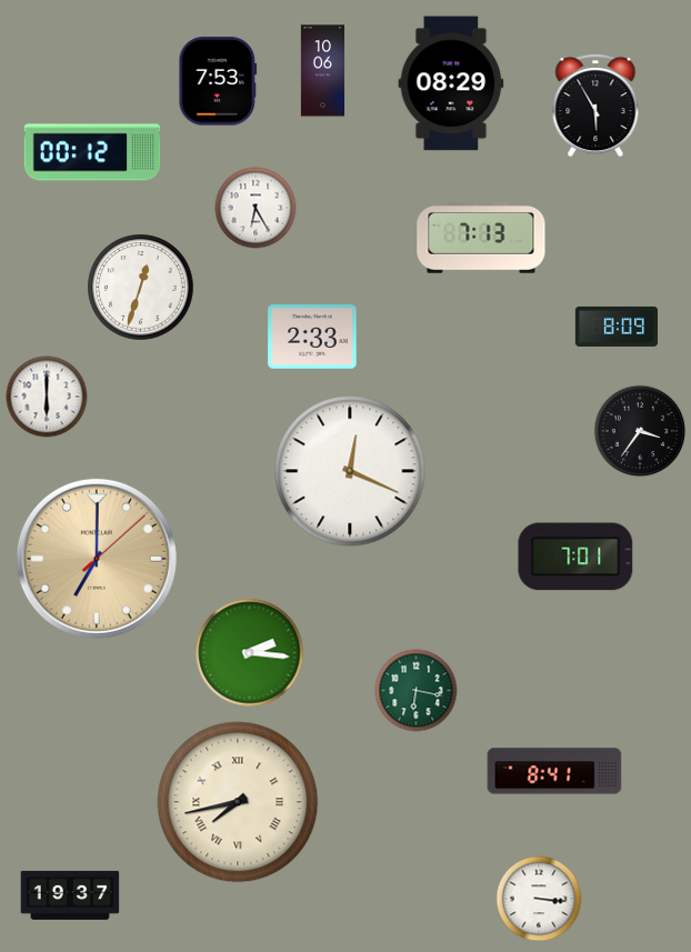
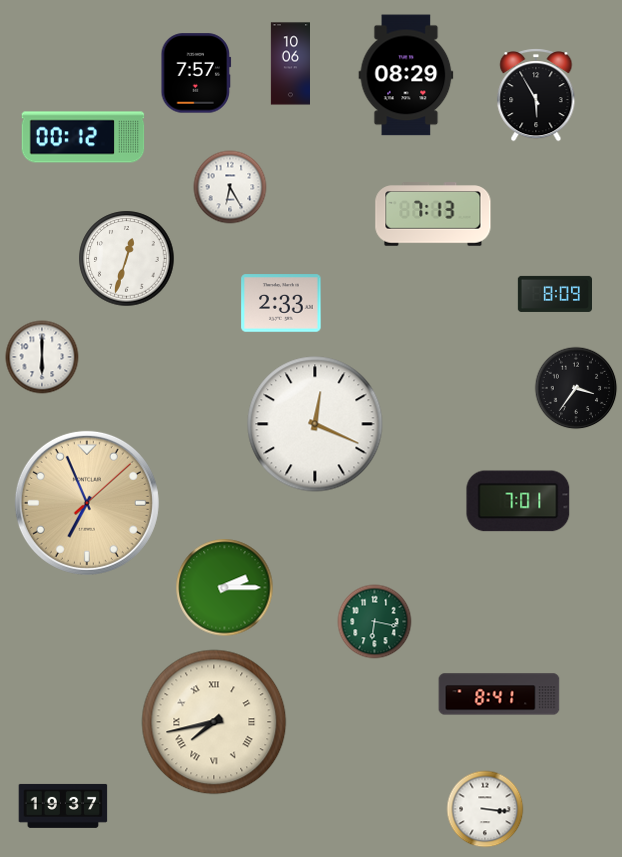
clock at (218, 81): 7:53 -> 7:57
clock at (97, 559): 7:00 -> 6:56
clock at (250, 653): 2:16 -> 2:15
